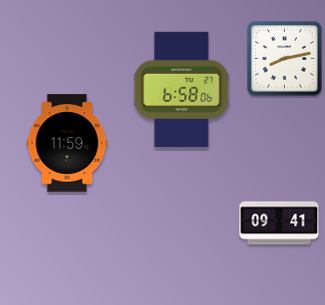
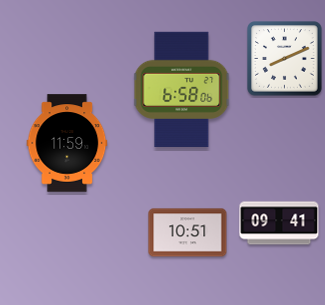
clock at (285, 59): 8:13 -> 8:11
clock at (188, 233): none -> 10:51
